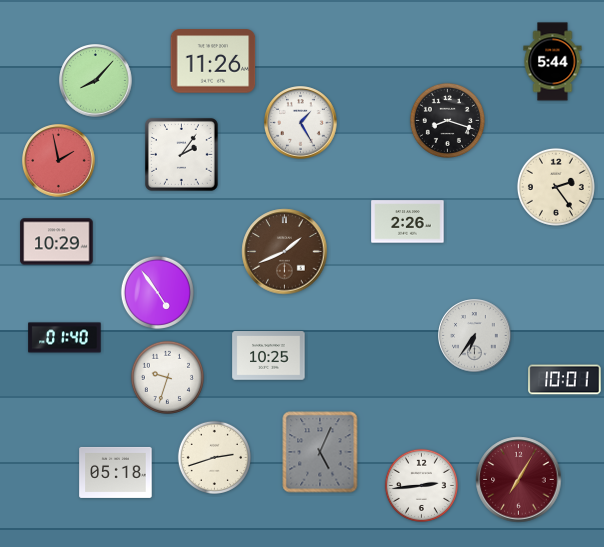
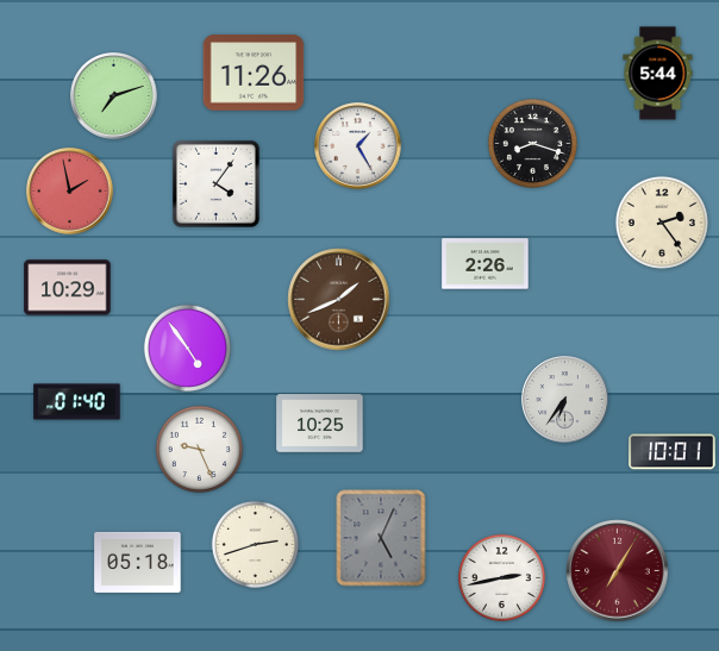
clock at (96, 81): 8:07 -> 7:12
clock at (181, 154): 2:06 -> 4:06
clock at (167, 377): 9:33 -> 9:26
clock at (421, 485): 2:44 -> 2:43
